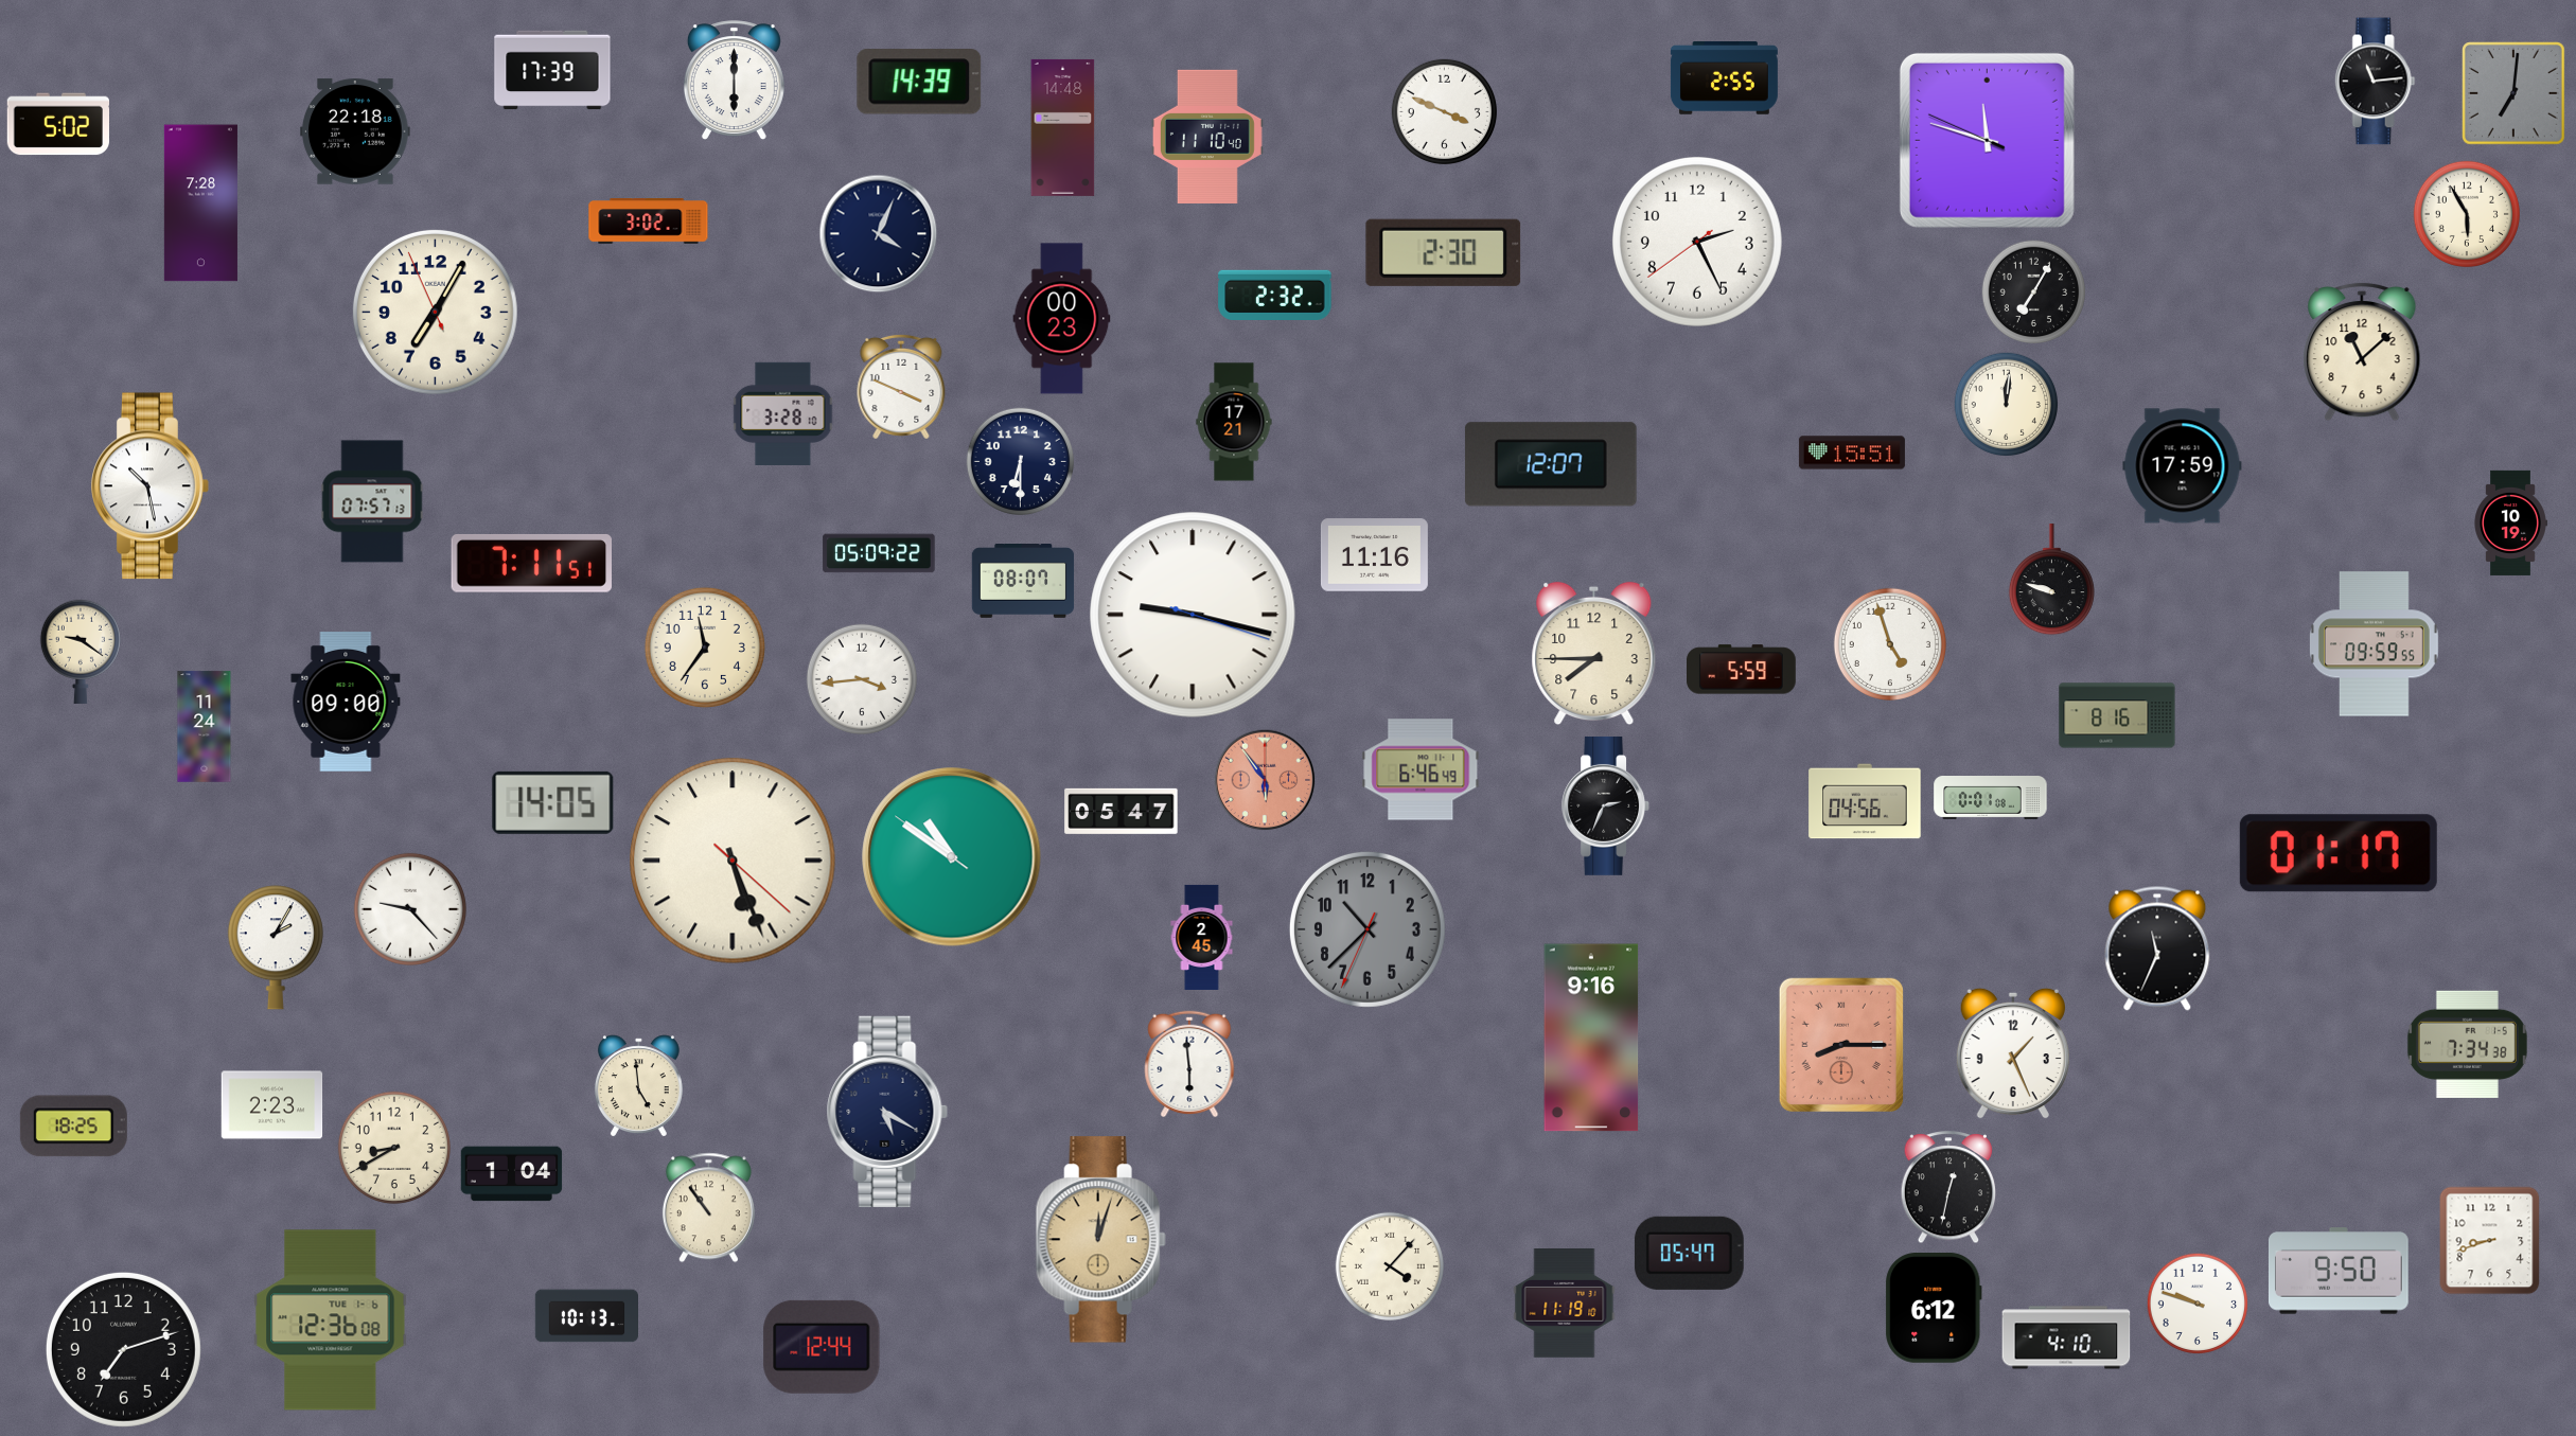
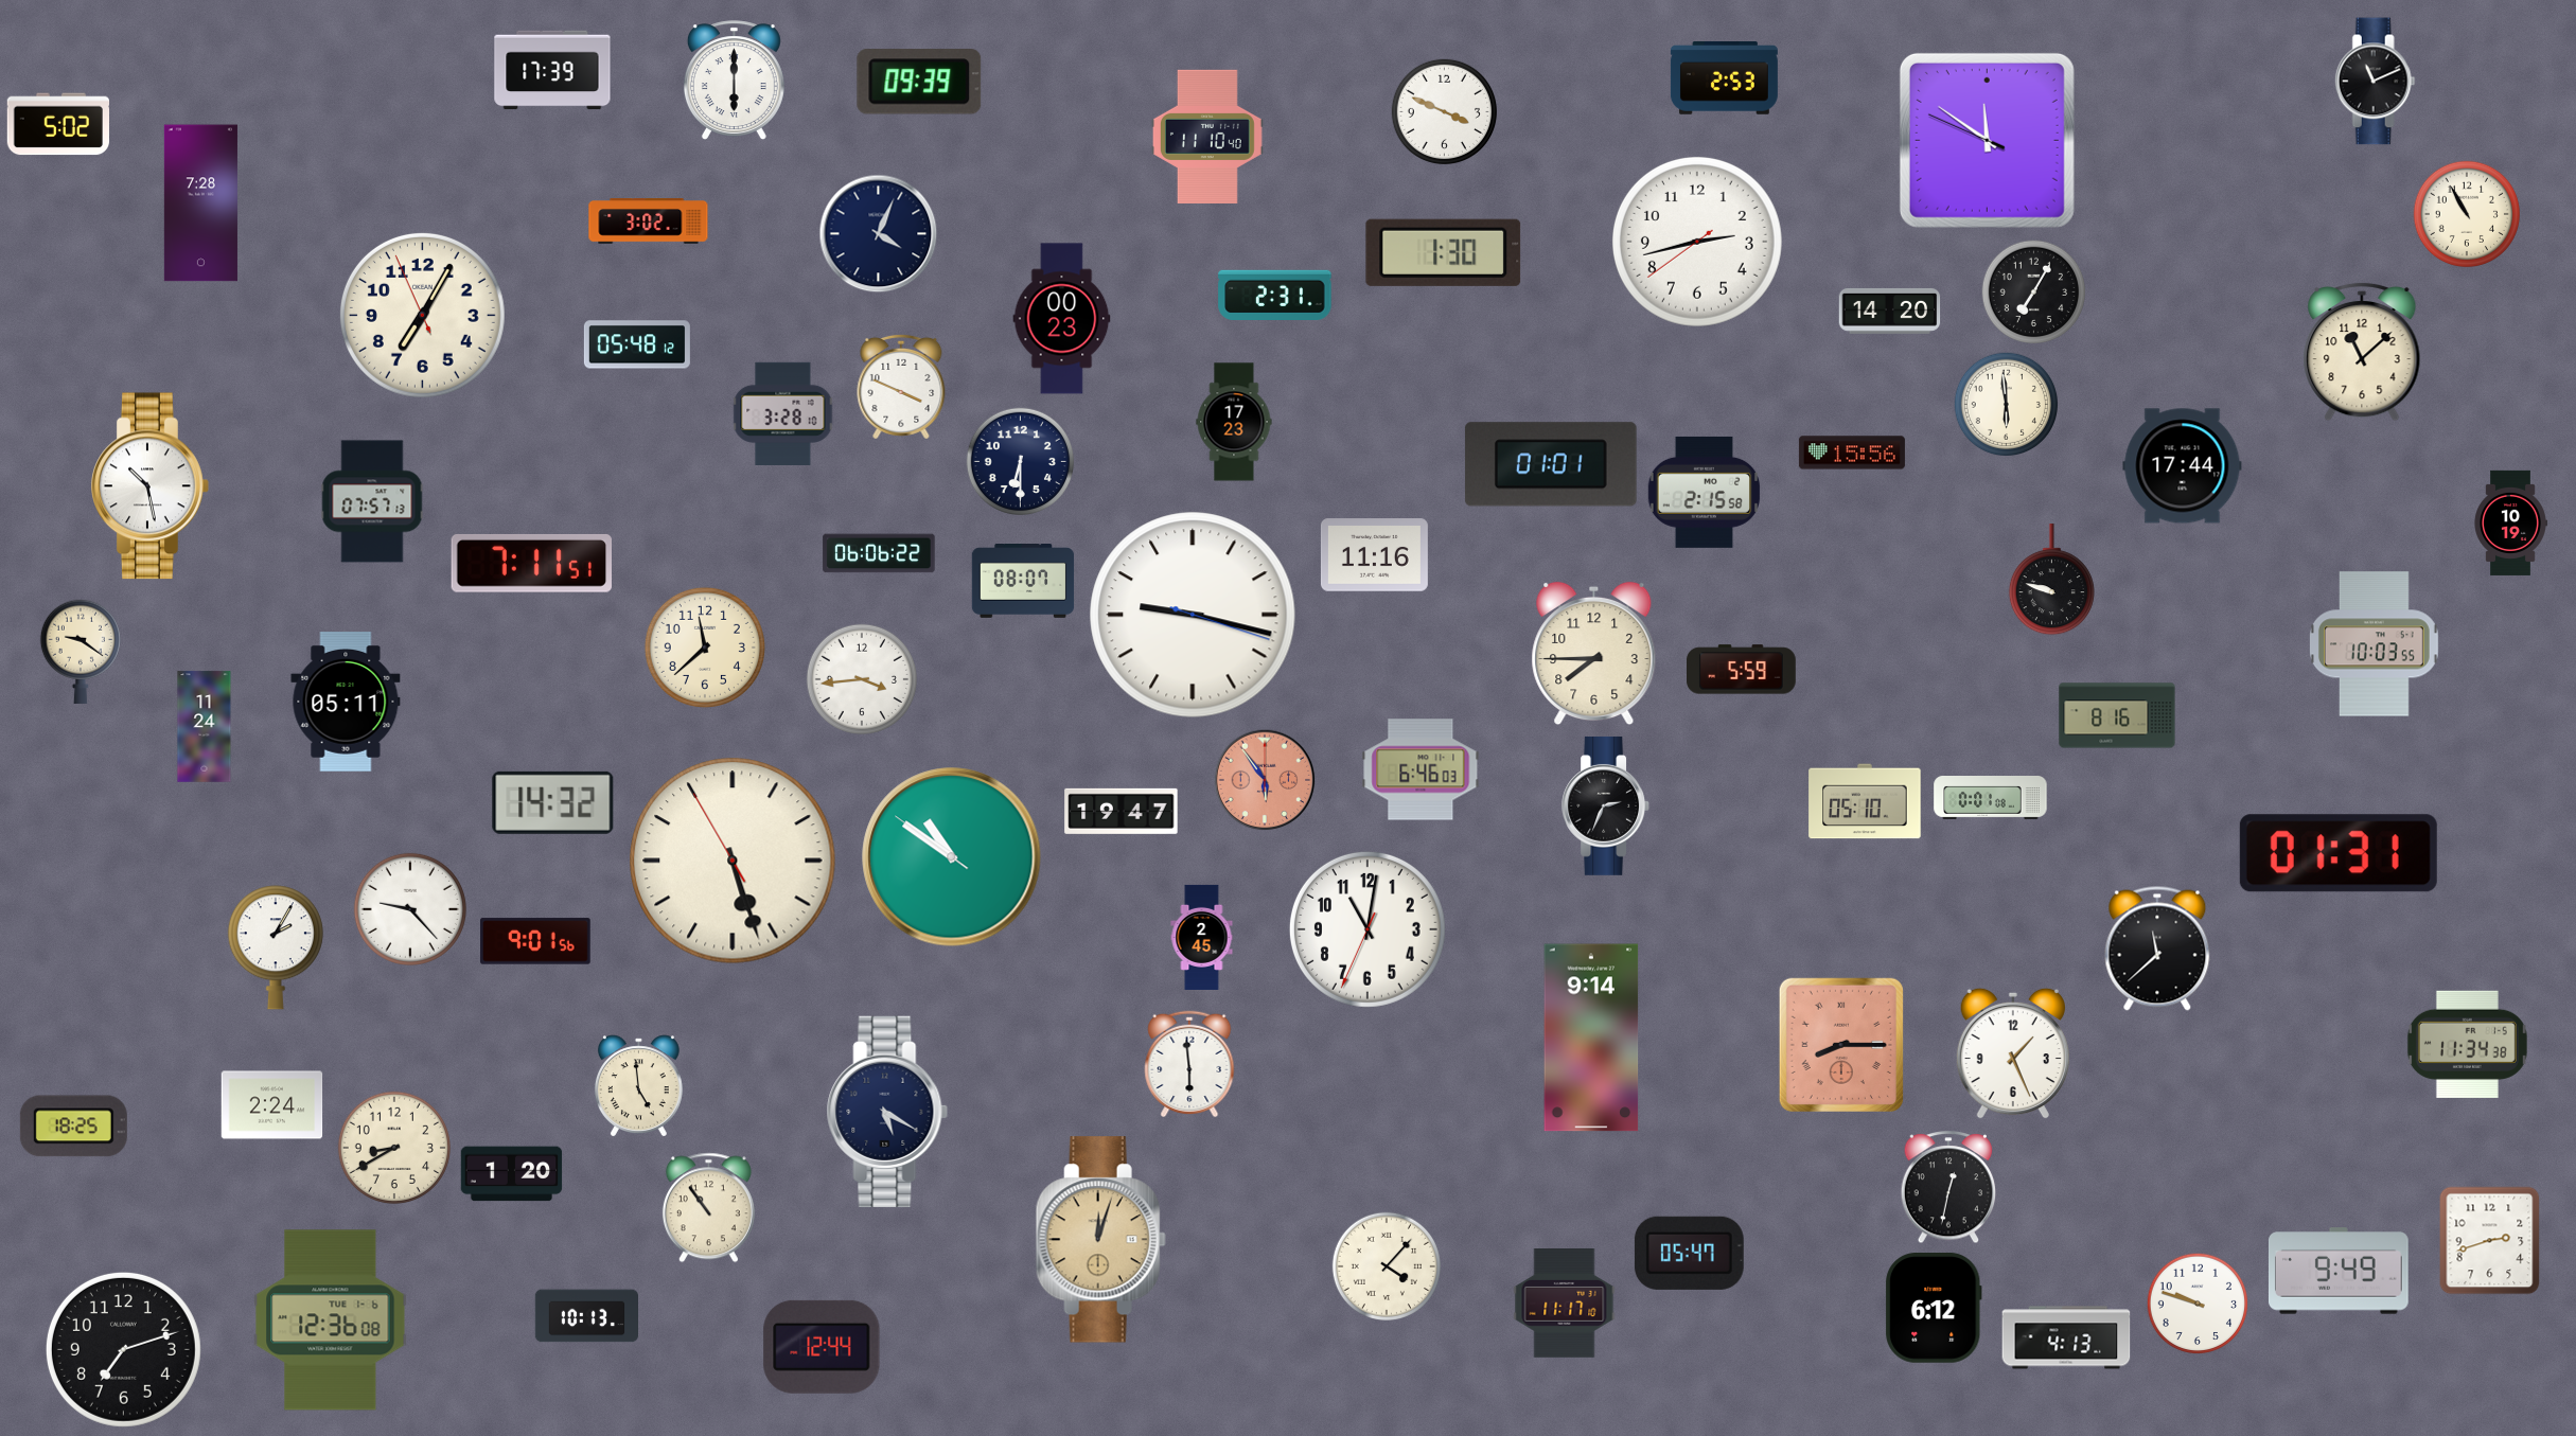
clock at (1724, 78): 2:55 -> 2:53
clock at (2375, 82): 11:14 -> 11:11
clock at (919, 83): 14:39 -> 09:39
clock at (2515, 94): 7:01 -> none
clock at (1063, 127): 14:48 -> none
clock at (356, 131): 22:18 -> none
clock at (1987, 140): 11:47 -> 11:50
clock at (2466, 213): 5:55 -> 10:55
clock at (1697, 242): 2:25 -> 2:42
clock at (1444, 252): 2:30 -> 1:30
clock at (1275, 295): 2:32 -> 2:31
clock at (1890, 311): none -> 14:20
clock at (435, 312) position: (435, 312) -> (422, 315)
clock at (637, 344): none -> 05:48
clock at (2006, 404): 12:01 -> 5:59
clock at (1234, 422): 17:21 -> 17:23
clock at (1852, 453): 15:51 -> 15:56
clock at (1551, 464): 12:07 -> 01:01
clock at (2183, 466): 17:59 -> 17:44
clock at (1704, 492): none -> 2:15
clock at (879, 553): 05:09 -> 06:06
clock at (1890, 644): 4:57 -> none
clock at (2374, 644): 09:59 -> 10:03
clock at (705, 648): 11:36 -> 11:38
clock at (346, 703): 09:00 -> 05:11
clock at (1421, 769): 6:46:49 -> 6:46:03
clock at (1865, 801): 04:56 -> 05:10
clock at (553, 802): 14:05 -> 14:32
clock at (1122, 811): 05:47 -> 19:47
clock at (2339, 853): 01:17 -> 01:31
clock at (733, 861): 5:26:22 -> 5:26:55
clock at (1368, 929): 10:37 -> 11:01
clock at (1368, 929) dial: grey -> white
clock at (536, 941): none -> 9:01
clock at (2157, 949): 11:34 -> 11:38
clock at (1591, 1038): 9:16 -> 9:14
clock at (2467, 1044): 7:34 -> 11:34
clock at (272, 1105): 2:23 -> 2:24
clock at (512, 1174): 1:04 -> 1:20
clock at (2490, 1241): 8:42 -> 2:42
clock at (1389, 1265) position: (1389, 1265) -> (1386, 1265)
clock at (2339, 1271): 9:50 -> 9:49
clock at (1565, 1304): 11:19 -> 11:17
clock at (2066, 1337): 4:10 -> 4:13
